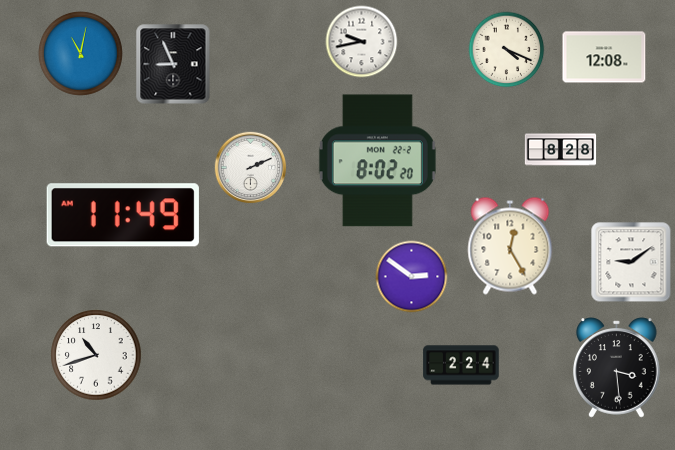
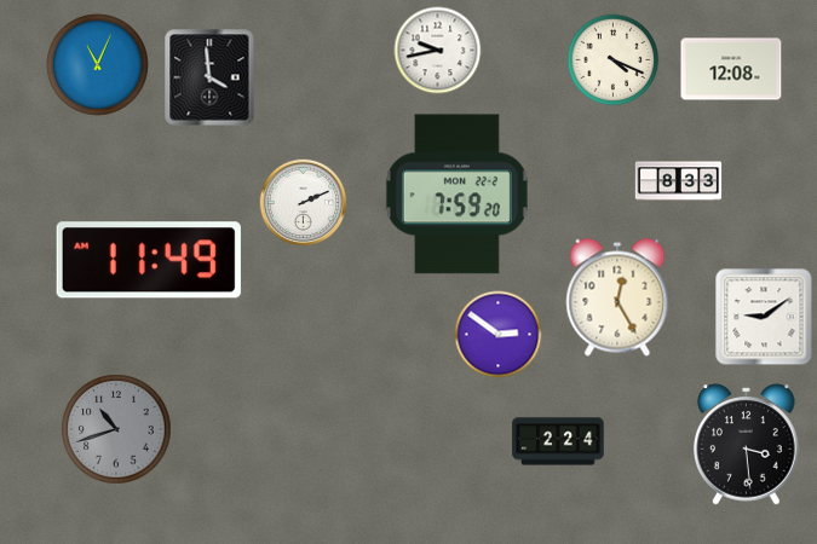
clock at (80, 53): 11:02 -> 11:04
clock at (173, 64): 8:56 -> 3:59
clock at (561, 150): 8:28 -> 8:33
clock at (377, 161): 8:02 -> 7:59
clock at (96, 355) dial: white -> grey
